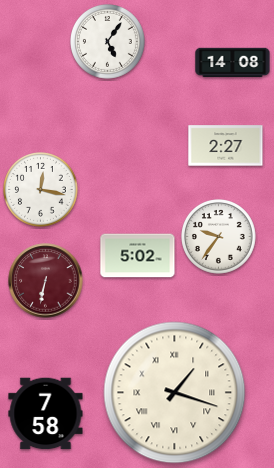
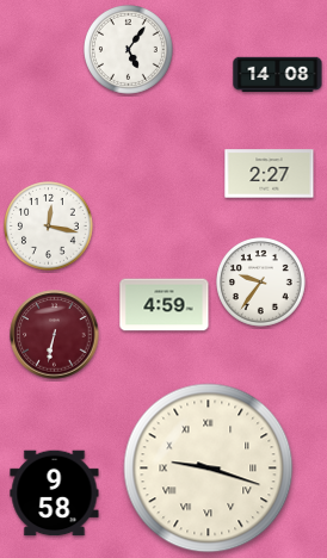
clock at (138, 256): 5:02 -> 4:59
clock at (175, 393): 1:18 -> 9:18
clock at (46, 414): 7:58 -> 9:58
